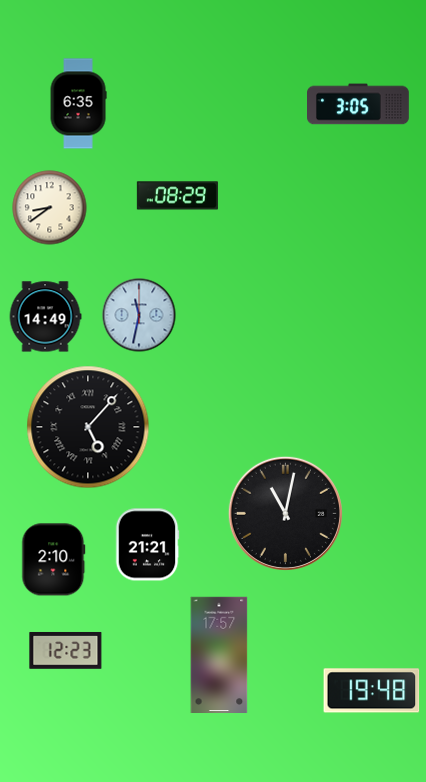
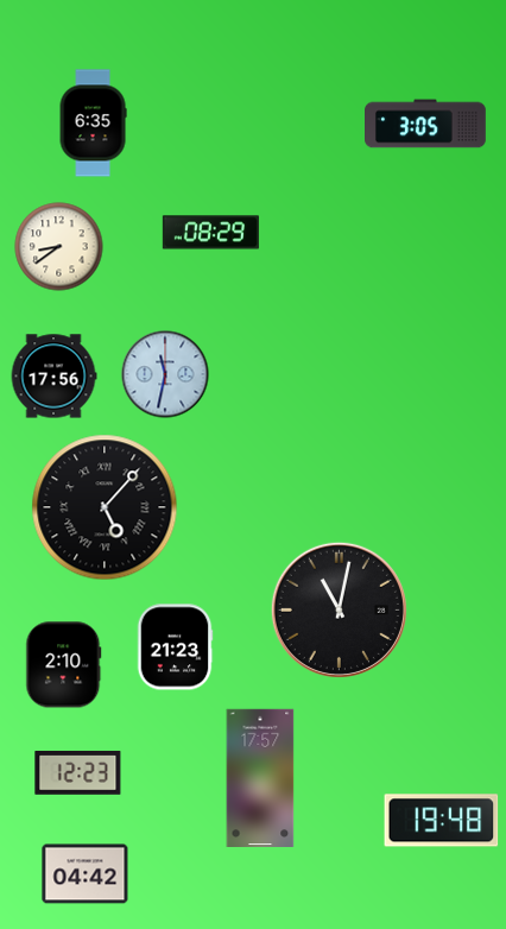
clock at (45, 317): 14:49 -> 17:56
clock at (147, 545): 21:21 -> 21:23
clock at (86, 874): none -> 04:42
